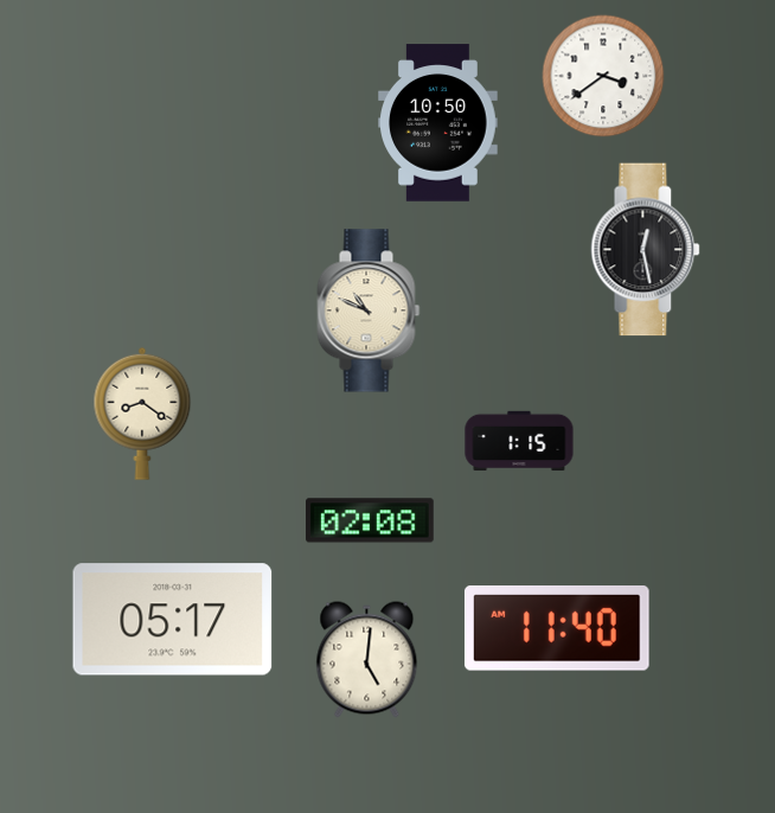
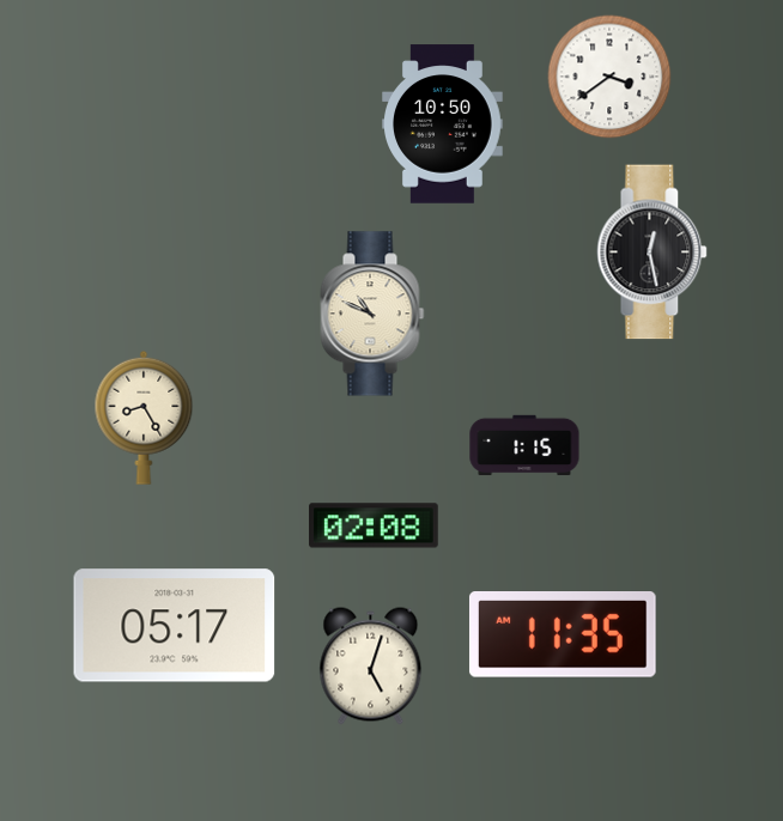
clock at (142, 414): 8:21 -> 8:25
clock at (557, 628): 11:40 -> 11:35
clock at (367, 660): 5:01 -> 5:03
